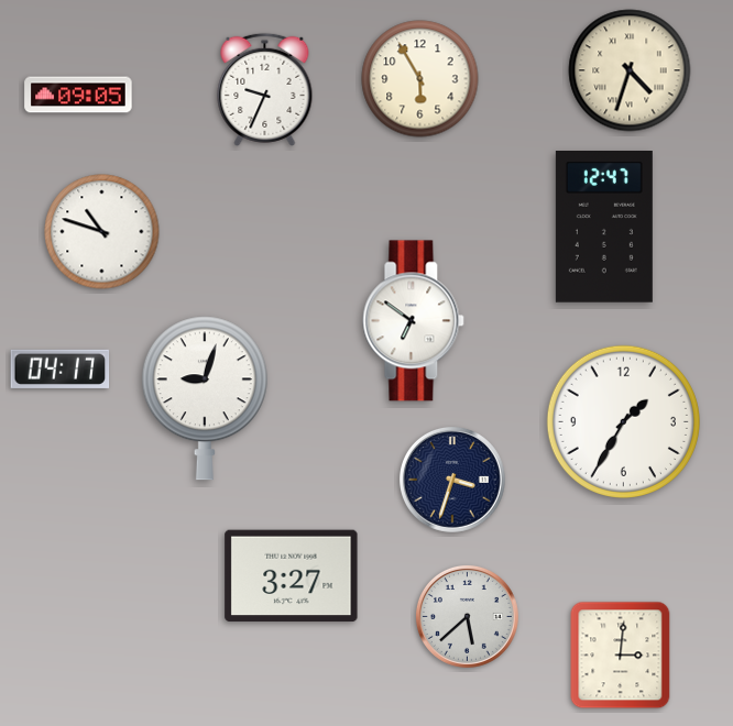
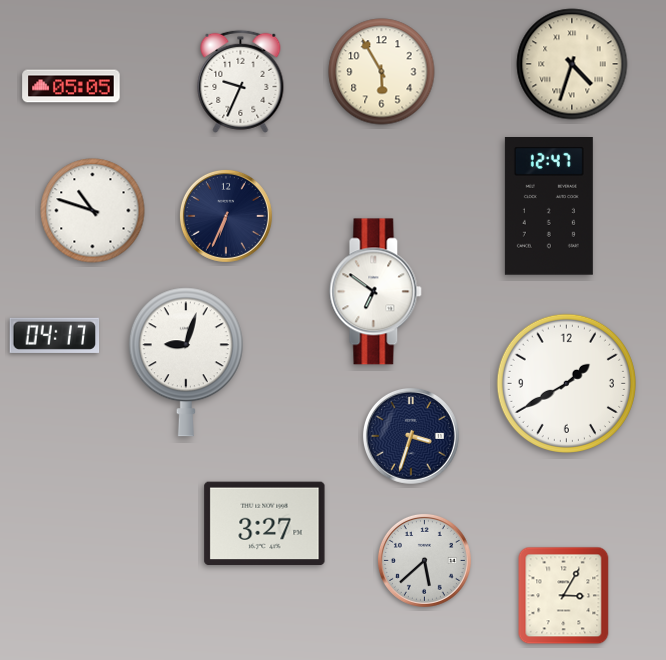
clock at (78, 95): 09:05 -> 05:05
clock at (226, 216): none -> 6:34
clock at (623, 421): 1:35 -> 1:40
clock at (621, 656): 3:01 -> 3:05
